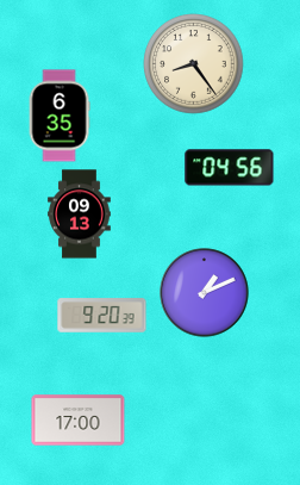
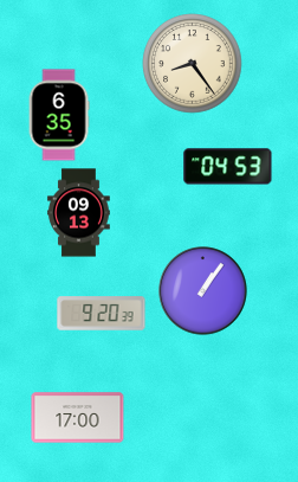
clock at (230, 168): 04:56 -> 04:53
clock at (205, 293): 1:11 -> 1:06
